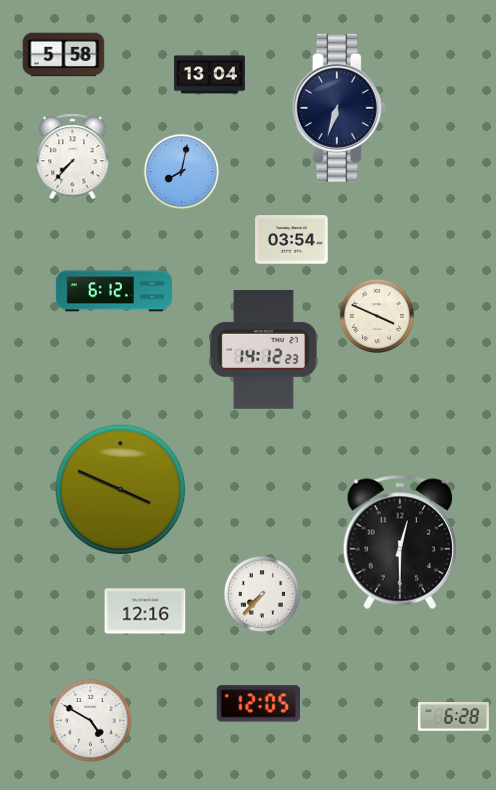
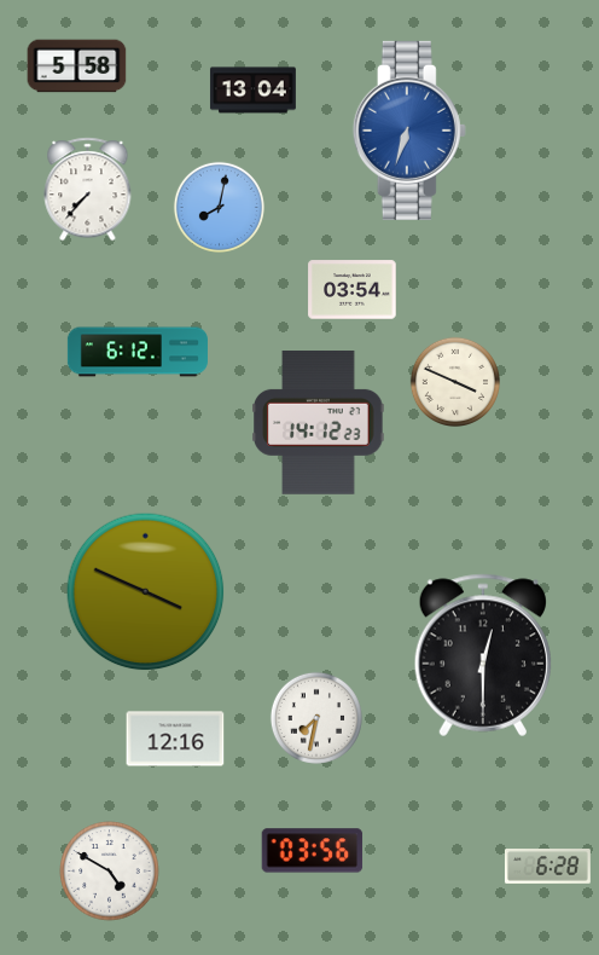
clock at (339, 108) dial: navy -> blue
clock at (262, 594): 7:37 -> 7:32
clock at (259, 704): 12:05 -> 03:56
